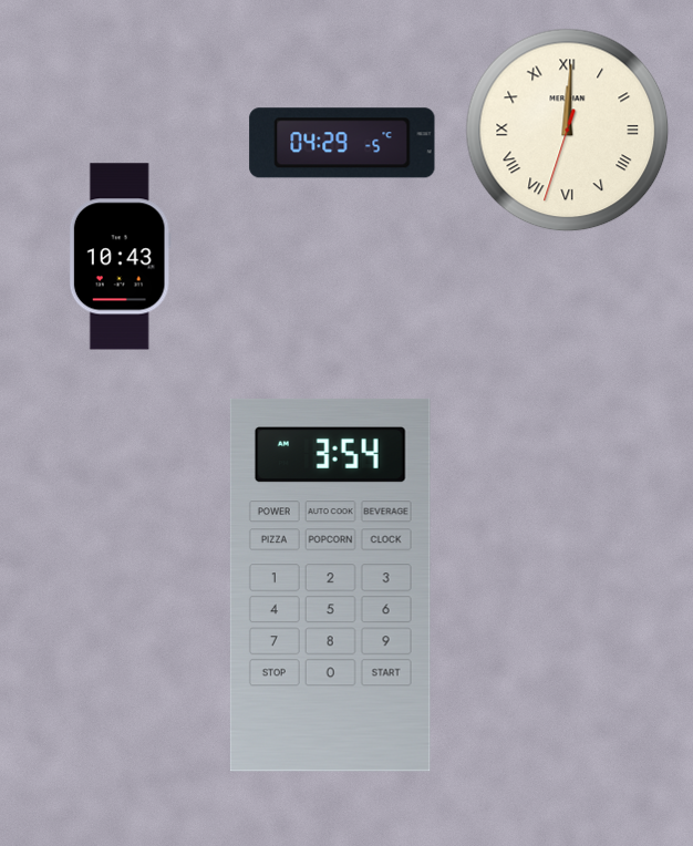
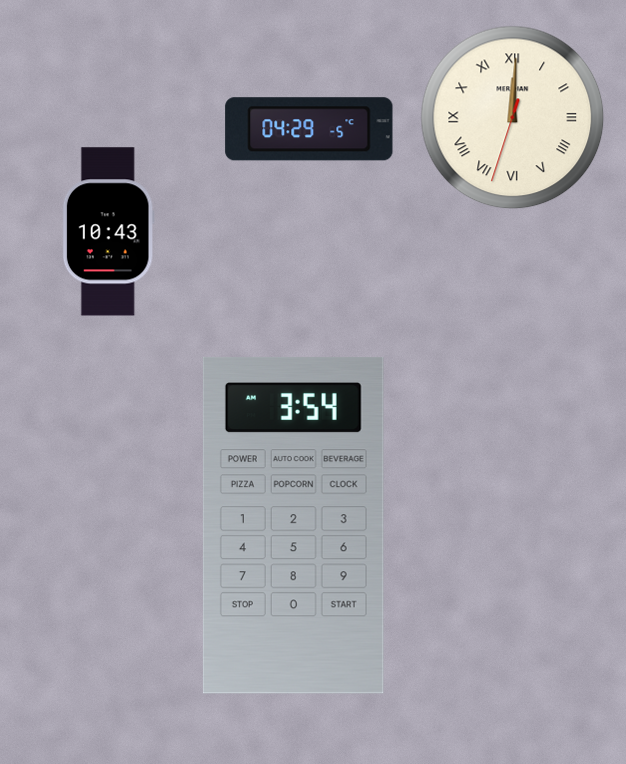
clock at (330, 585) position: (330, 585) -> (293, 525)
